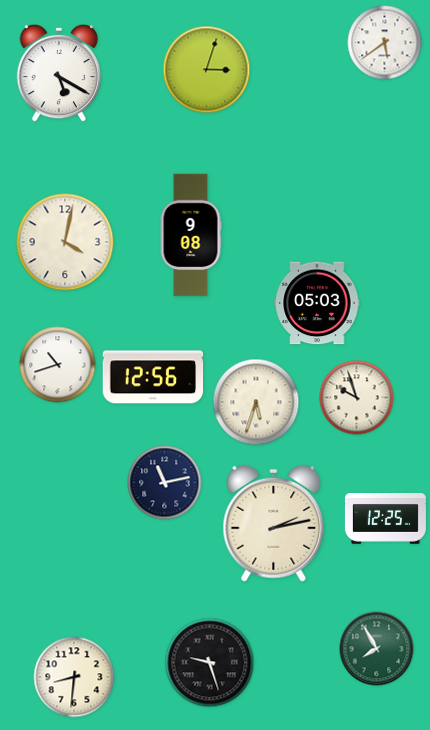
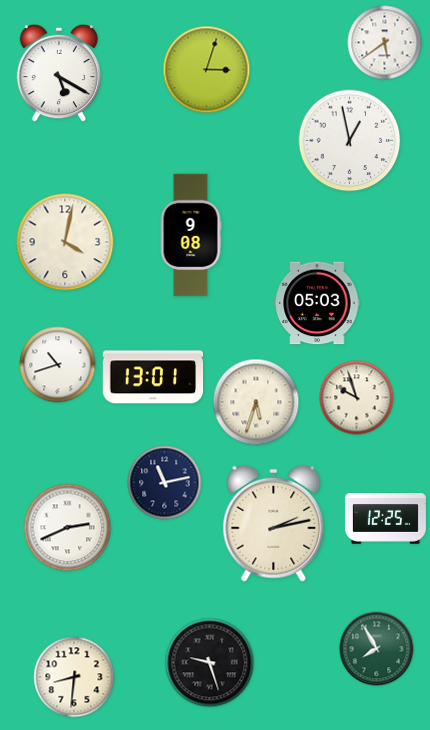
clock at (350, 141): none -> 12:58
clock at (153, 377): 12:56 -> 13:01
clock at (68, 528): none -> 2:41
